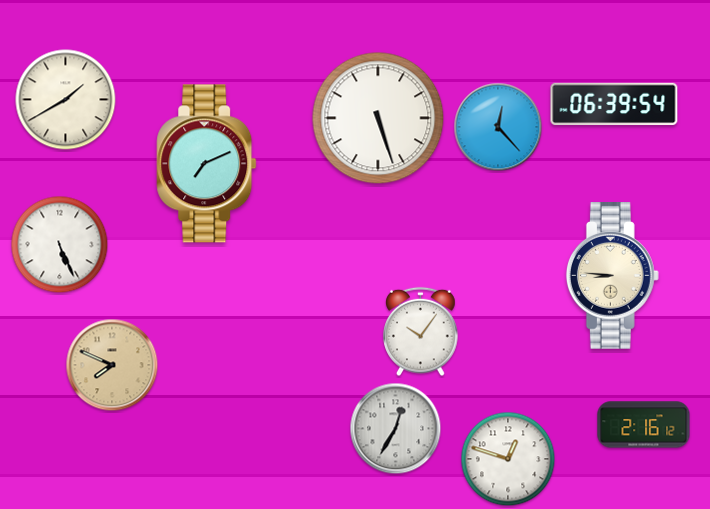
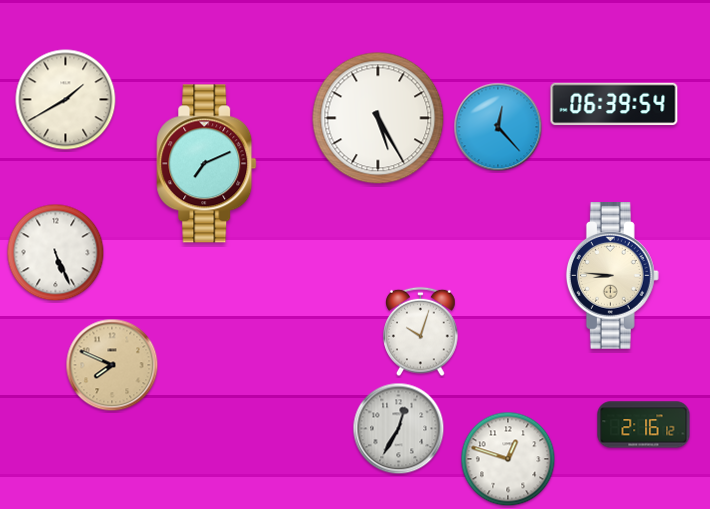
clock at (378, 118): 5:27 -> 5:25
clock at (60, 245) position: (60, 245) -> (56, 253)
clock at (421, 332): 10:06 -> 10:03
clock at (396, 429) position: (396, 429) -> (399, 429)
